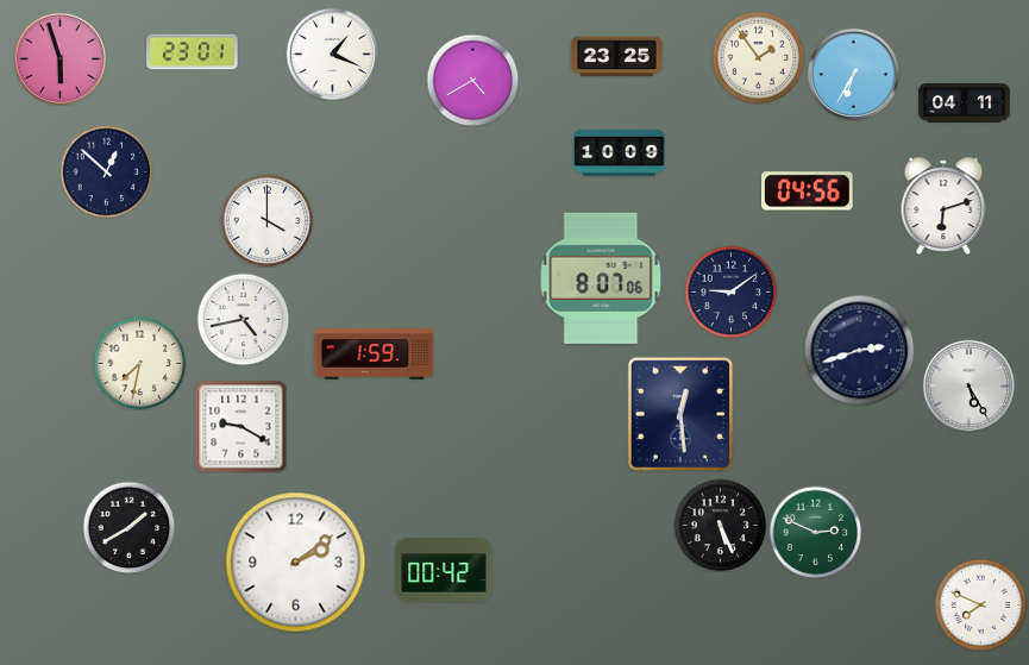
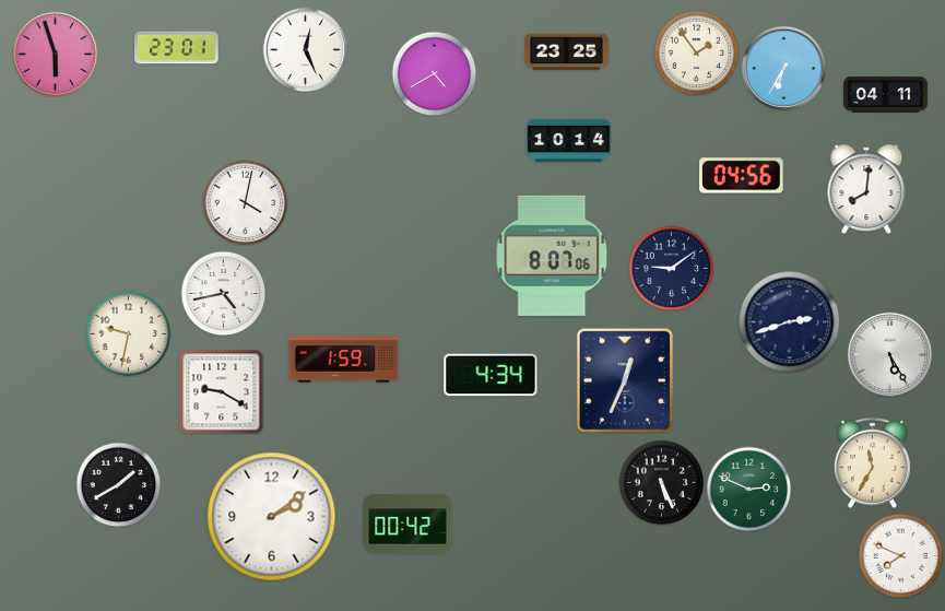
clock at (332, 54): 1:19 -> 12:26
clock at (620, 153): 10:09 -> 10:14
clock at (106, 171): 12:52 -> none
clock at (943, 205): 6:12 -> 8:01
clock at (266, 220): 4:00 -> 4:02
clock at (375, 355) position: (375, 355) -> (344, 360)
clock at (139, 363): 7:32 -> 9:32
clock at (491, 375): none -> 4:34
clock at (680, 414): 12:29 -> 12:34
clock at (872, 462): none -> 11:35
